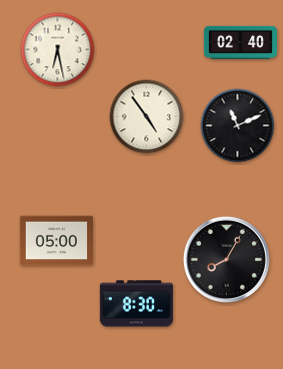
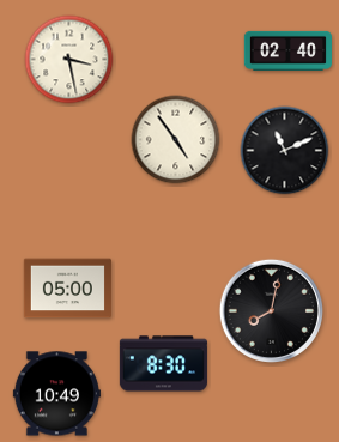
clock at (58, 50): 6:28 -> 3:28
clock at (226, 259): 8:05 -> 8:02
clock at (56, 394): none -> 10:49
